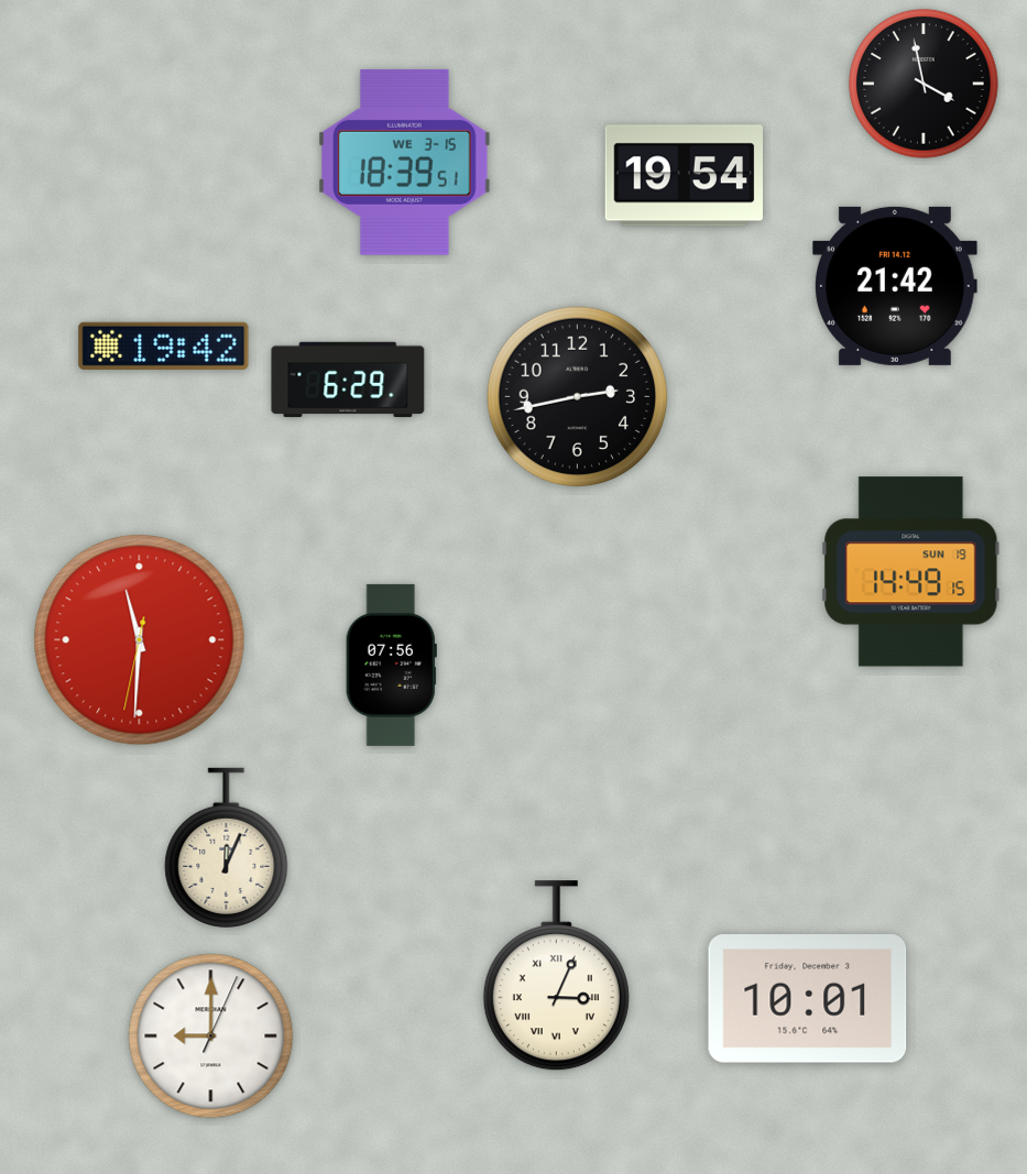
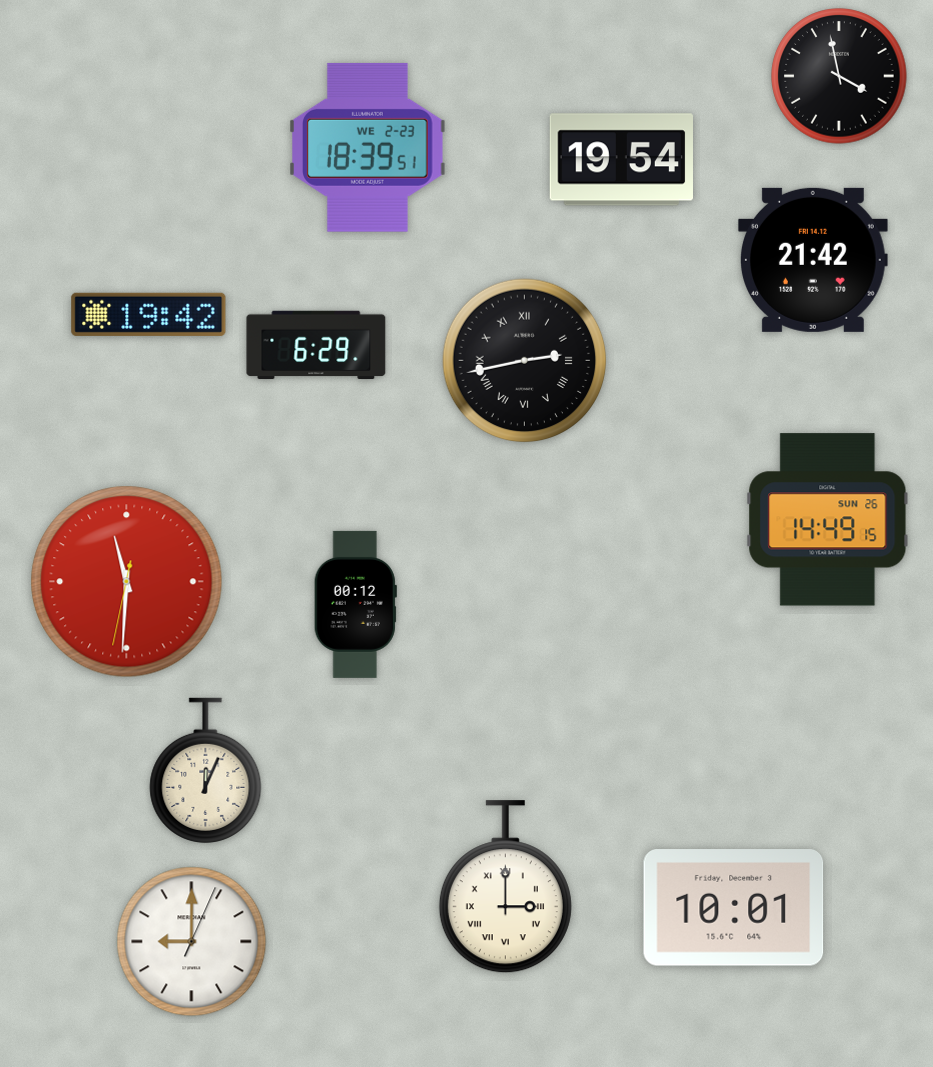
clock at (405, 162) date: WE 3-15 -> WE 2-23
clock at (578, 397) numerals: Arabic -> Roman
clock at (911, 572) date: SUN 19 -> SUN 26
clock at (391, 665): 07:56 -> 00:12
clock at (556, 976): 3:04 -> 3:00
